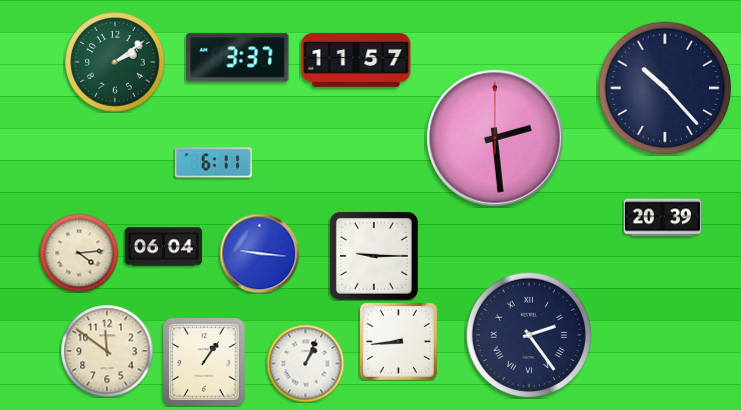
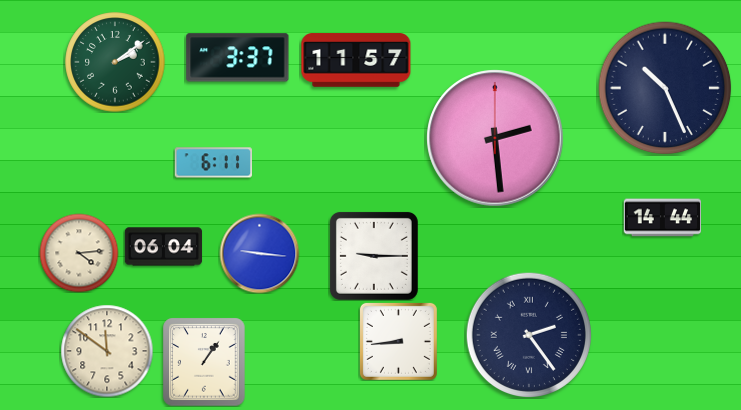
clock at (665, 88): 10:23 -> 10:26
clock at (662, 218): 20:39 -> 14:44
clock at (305, 363): 1:04 -> none
